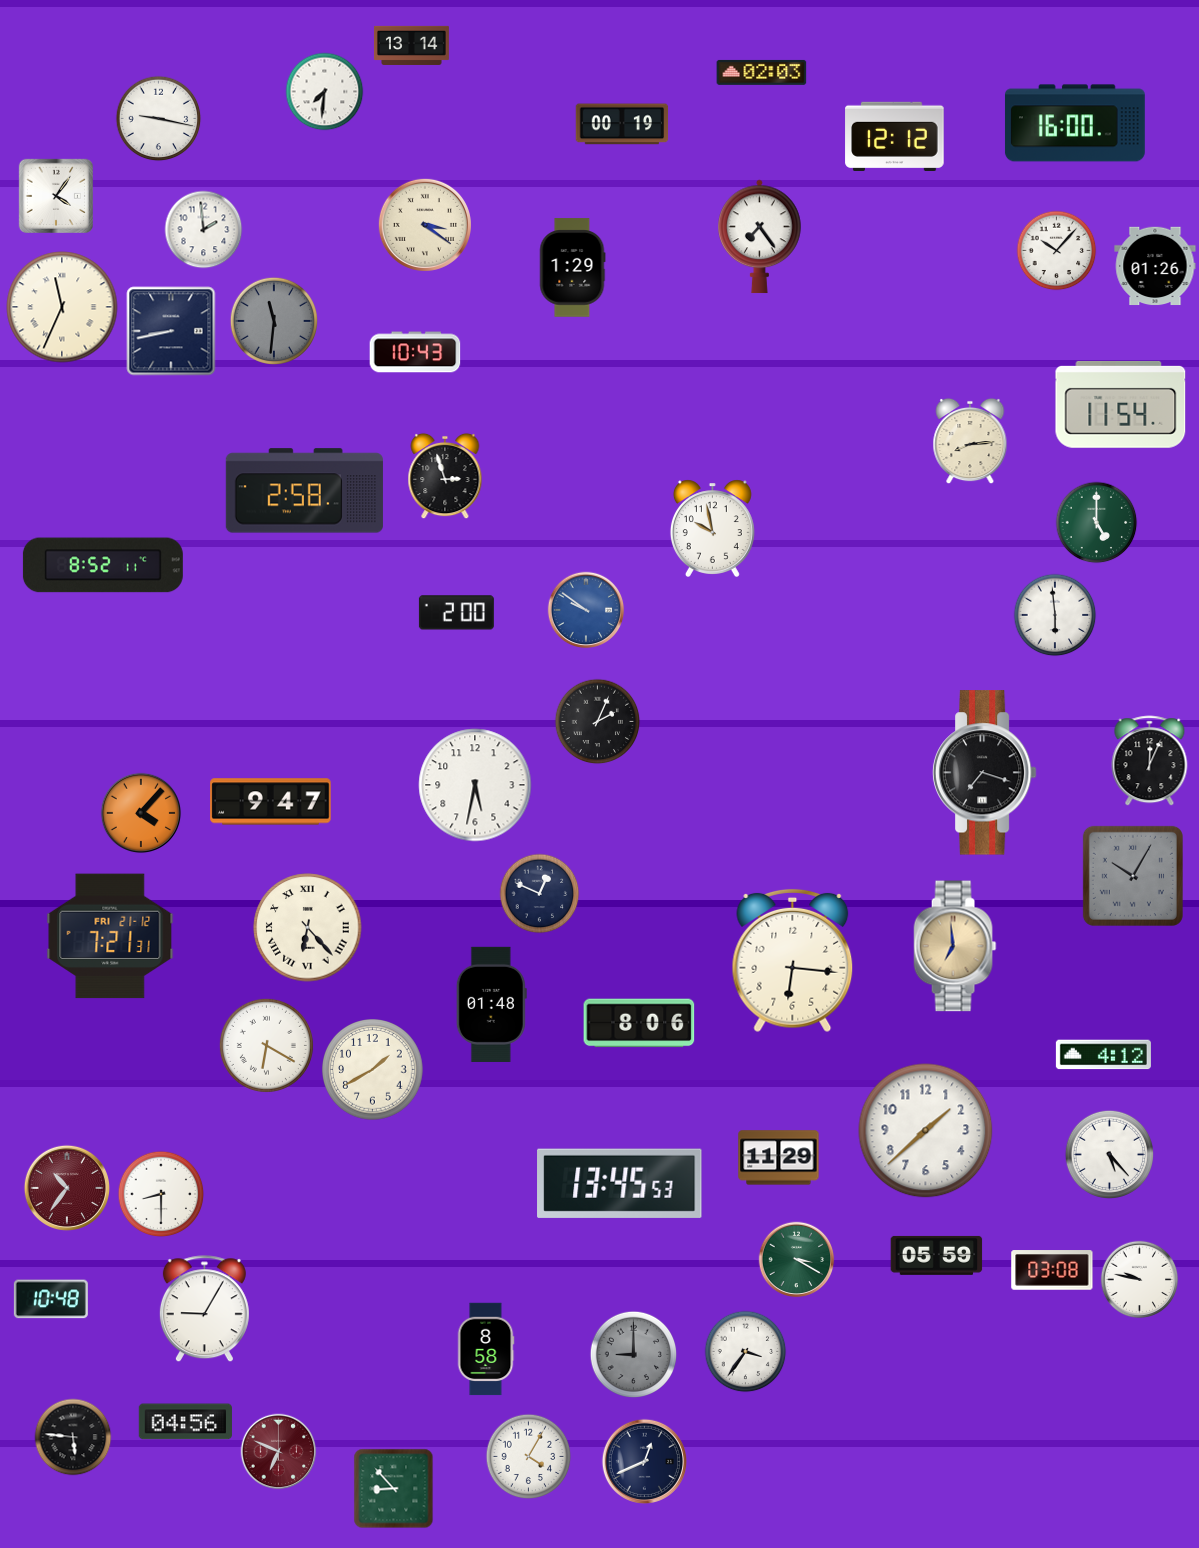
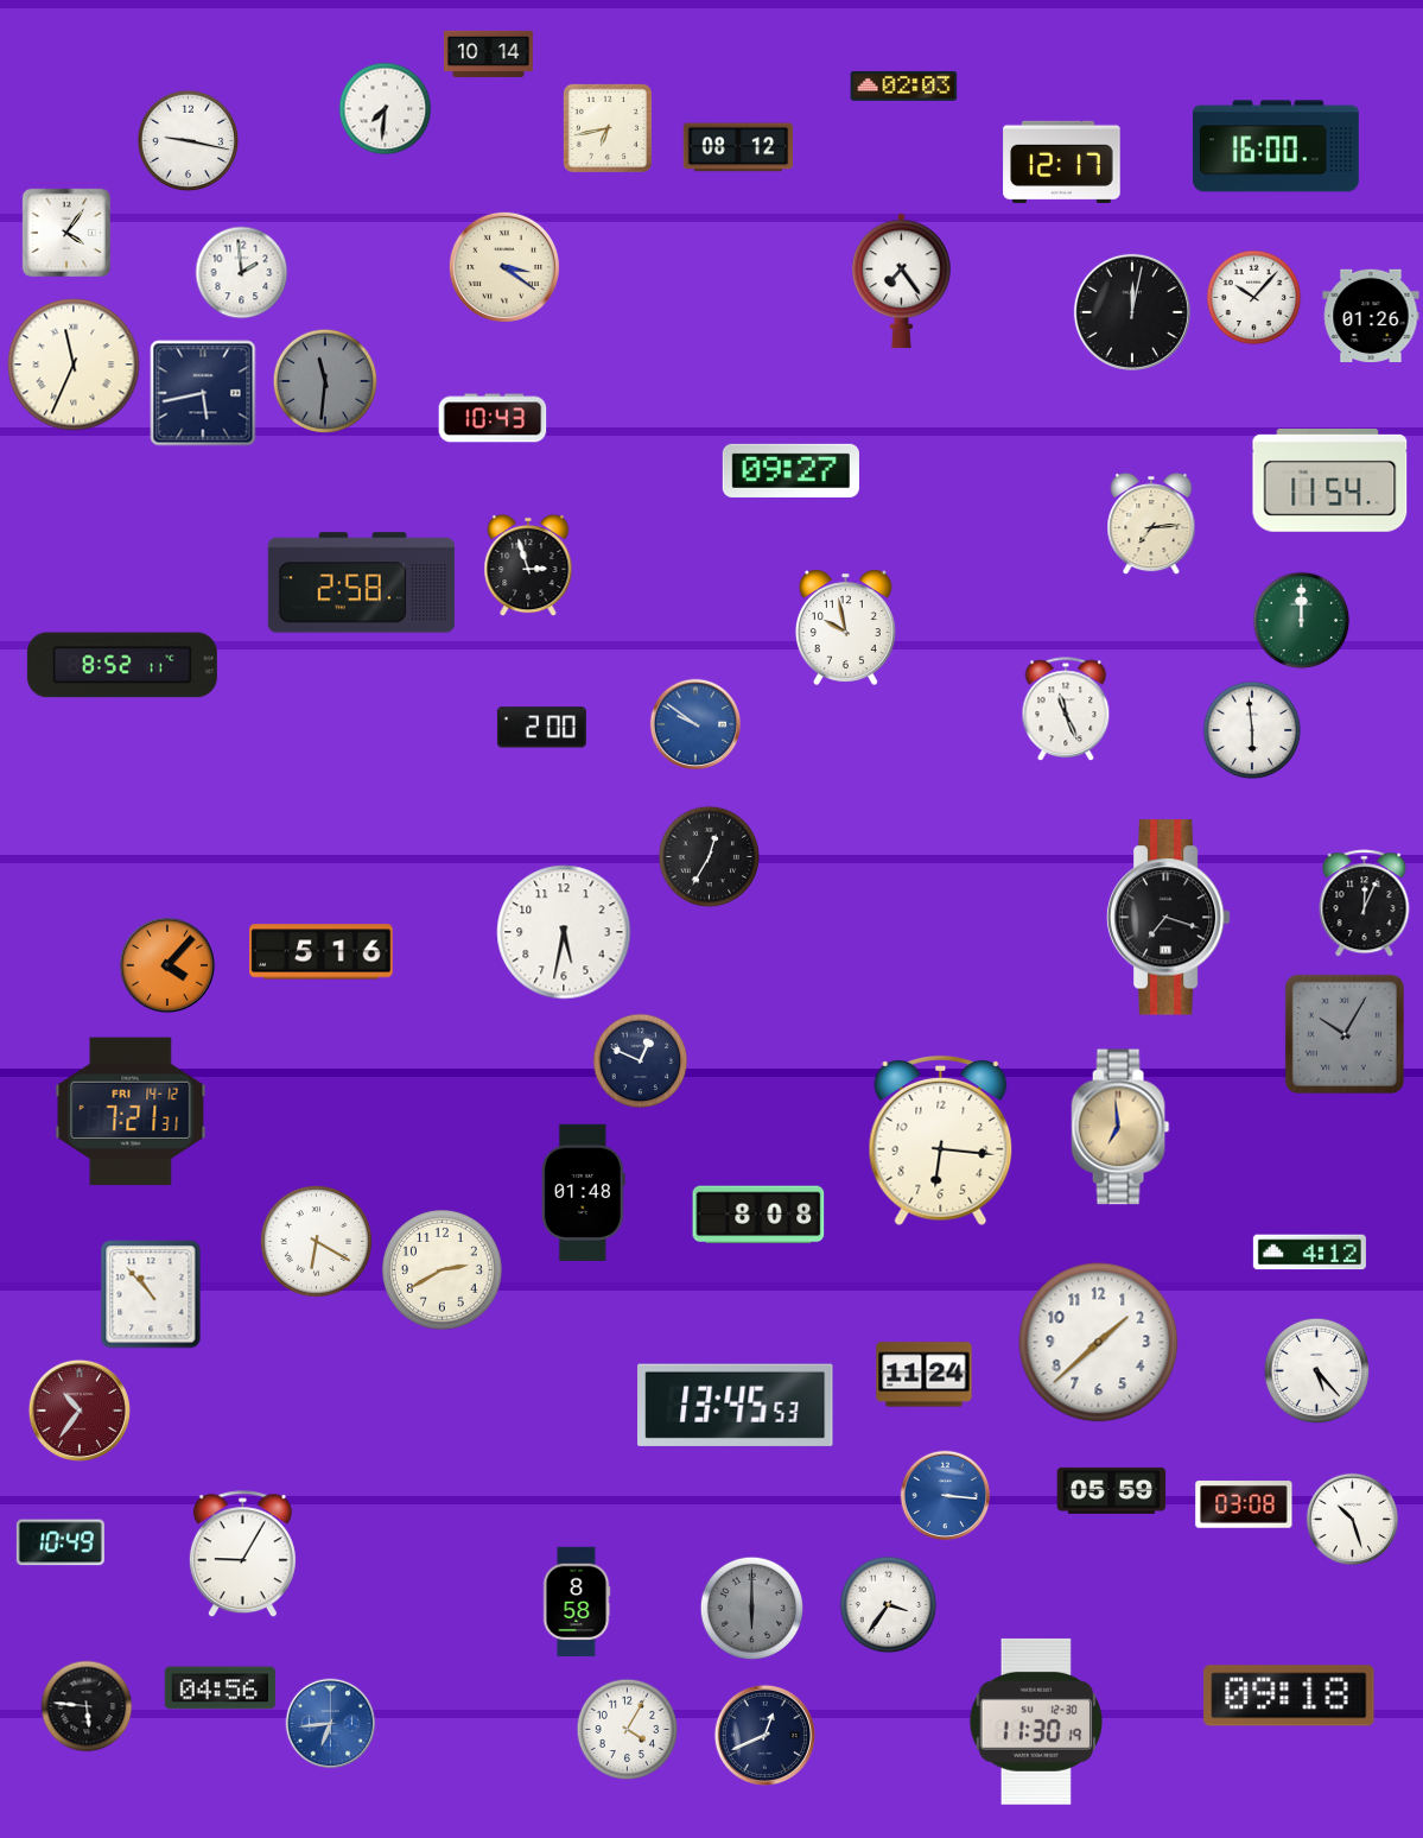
clock at (411, 45): 13:14 -> 10:14
clock at (608, 128): none -> 6:43
clock at (622, 124): 00:19 -> 08:12
clock at (895, 136): 12:12 -> 12:17
clock at (1132, 312): none -> 12:02
clock at (572, 268): 1:29 -> none
clock at (171, 331): 8:43 -> 5:43
clock at (790, 470): none -> 09:27
clock at (970, 441): 8:14 -> 7:14
clock at (1097, 523): 5:00 -> 12:00
clock at (103, 565) position: (103, 565) -> (122, 665)
clock at (1066, 710): none -> 11:26
clock at (598, 722): 2:04 -> 12:35
clock at (271, 802): 9:47 -> 5:16
clock at (1133, 876) position: (1133, 876) -> (1345, 1034)
clock at (308, 928): 6:23 -> none
clock at (110, 936) date: FRI 21-12 -> FRI 14-12
clock at (955, 946) position: (955, 946) -> (1120, 1127)
clock at (639, 1023): 8:06 -> 8:08
clock at (373, 1070): 1:40 -> 2:40
clock at (151, 1294): none -> 10:53
clock at (779, 1158): 11:29 -> 11:24
clock at (161, 1194): 8:30 -> none
clock at (797, 1260): 3:20 -> 3:16
clock at (797, 1260) dial: green -> blue
clock at (1052, 1270) position: (1052, 1270) -> (1244, 1504)
clock at (1140, 1280): 9:47 -> 10:27
clock at (51, 1299): 10:48 -> 10:49
clock at (746, 1352) position: (746, 1352) -> (889, 1605)
clock at (634, 1355): 9:00 -> 6:00
clock at (1289, 1696): none -> 09:18
clock at (1036, 1722): none -> 11:30
clock at (279, 1452): 6:49 -> 6:44
clock at (279, 1452) dial: burgundy -> blue
clock at (394, 1489): 8:53 -> none
